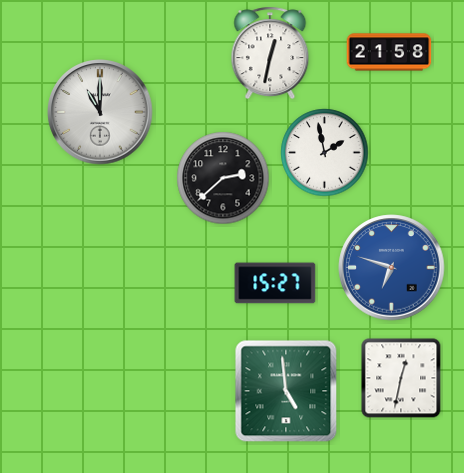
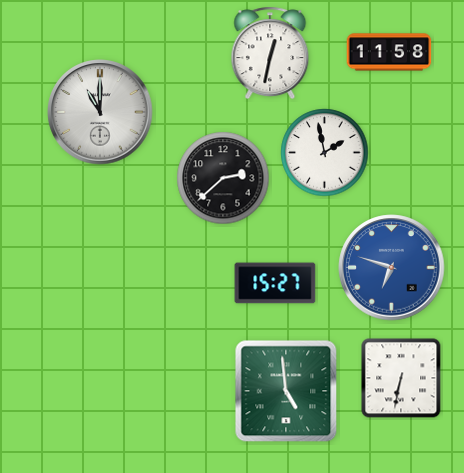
clock at (389, 52): 21:58 -> 11:58
clock at (401, 378): 12:32 -> 6:32
